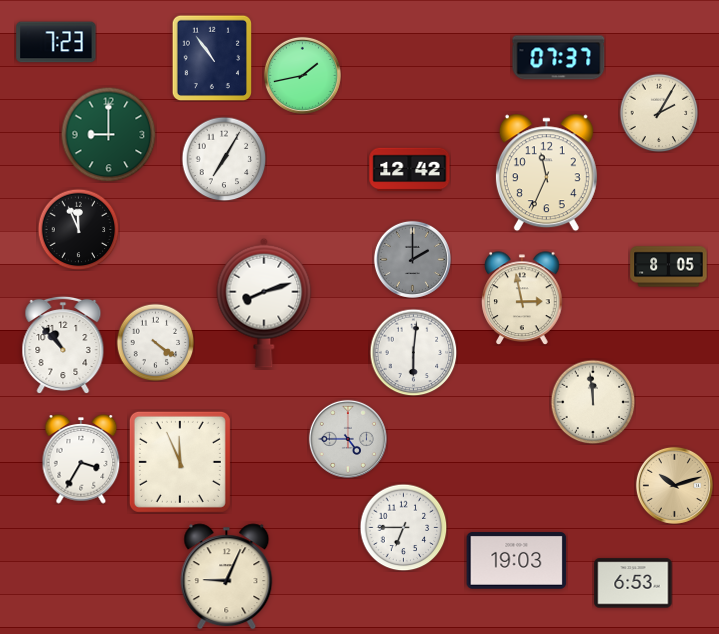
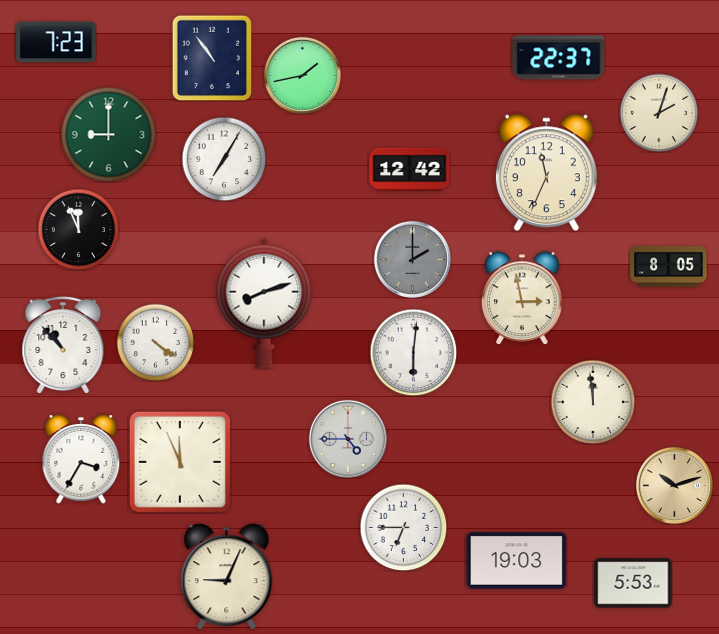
clock at (559, 58): 07:37 -> 22:37
clock at (659, 113): 2:05 -> 2:03
clock at (633, 583): 6:53 -> 5:53
